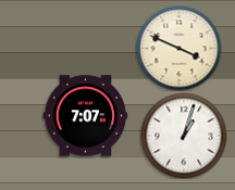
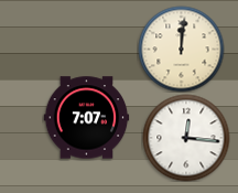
clock at (178, 48): 3:49 -> 12:01
clock at (184, 136): 1:03 -> 12:16
